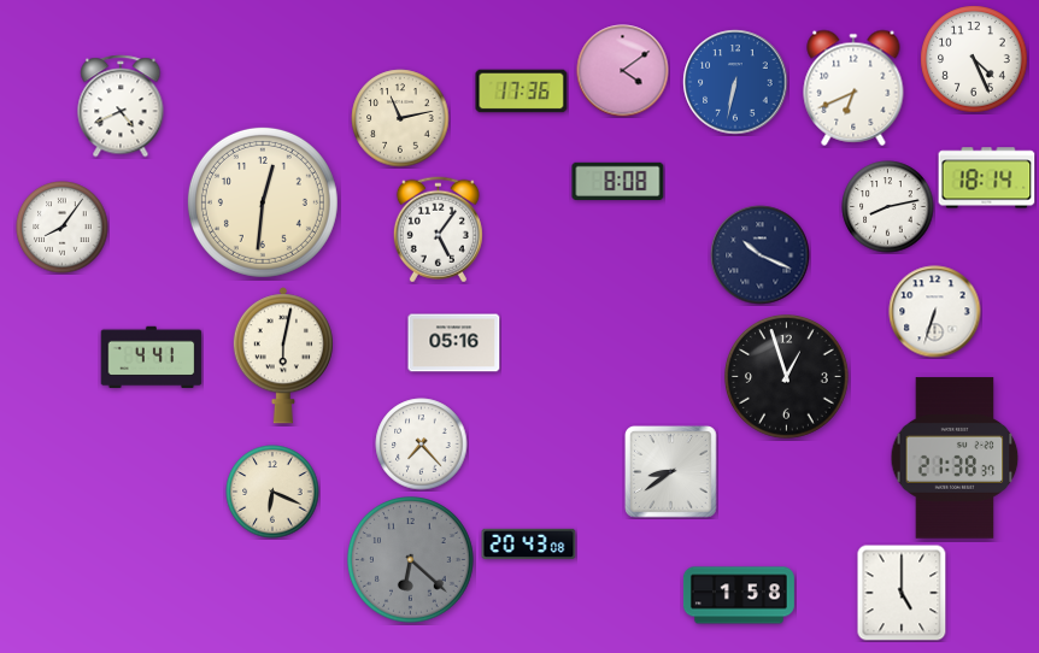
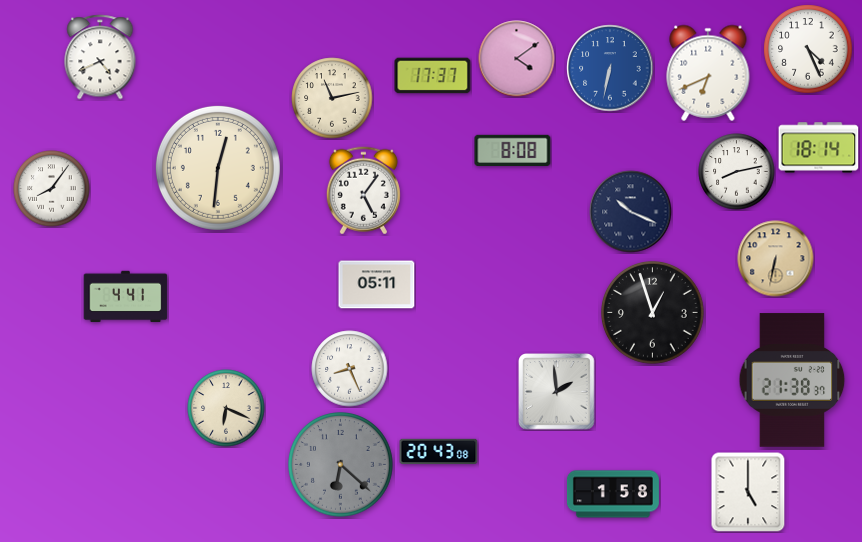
clock at (522, 92): 17:36 -> 17:37
clock at (121, 106) position: (121, 106) -> (100, 57)
clock at (935, 312): 6:33 -> 6:32
clock at (935, 312) dial: white -> champagne
clock at (454, 343): 05:16 -> 05:11
clock at (283, 355): 6:02 -> none
clock at (422, 445): 7:23 -> 8:26
clock at (671, 472): 8:39 -> 1:59
